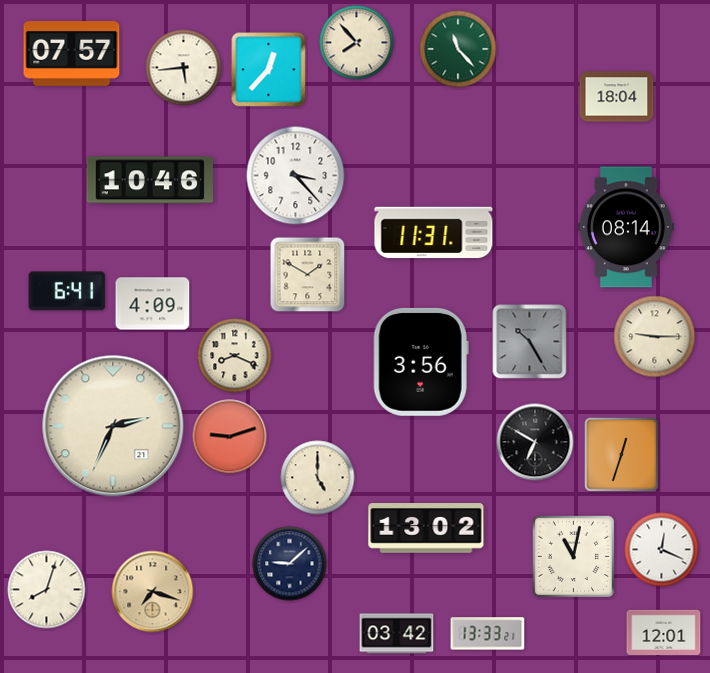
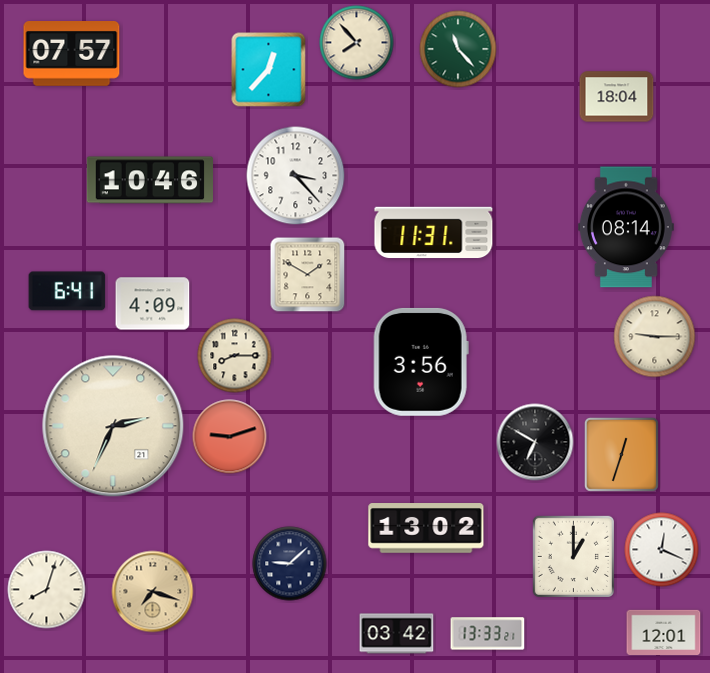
clock at (184, 68): 5:44 -> none
clock at (530, 342): 10:25 -> none
clock at (235, 356): 8:19 -> 8:15
clock at (318, 478): 5:00 -> none
clock at (573, 556): 11:02 -> 1:00
